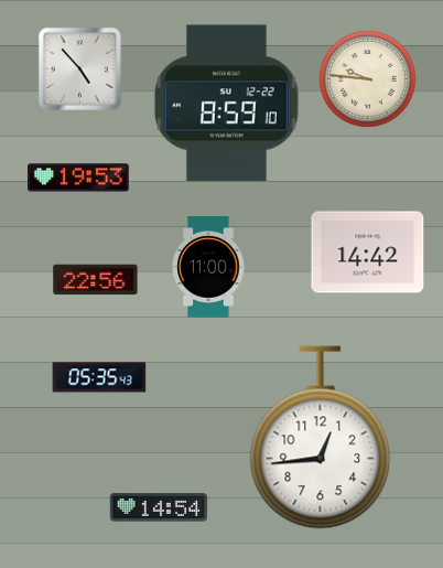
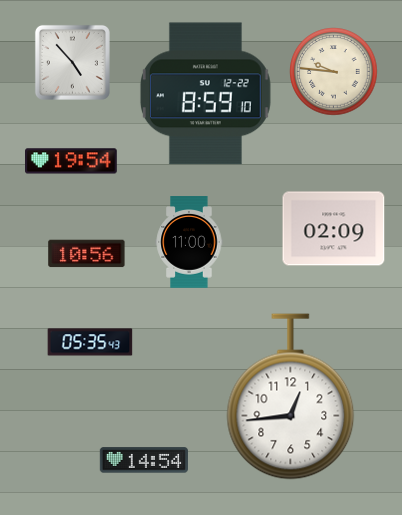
clock at (79, 178): 19:53 -> 19:54
clock at (368, 253): 14:42 -> 02:09
clock at (96, 280): 22:56 -> 10:56
